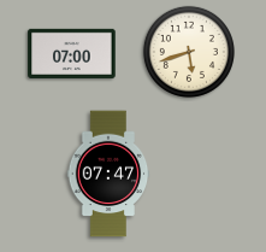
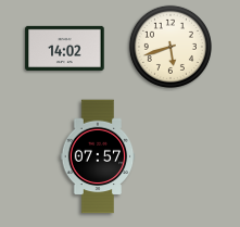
clock at (72, 53): 07:00 -> 14:02
clock at (108, 174): 07:47 -> 07:57
